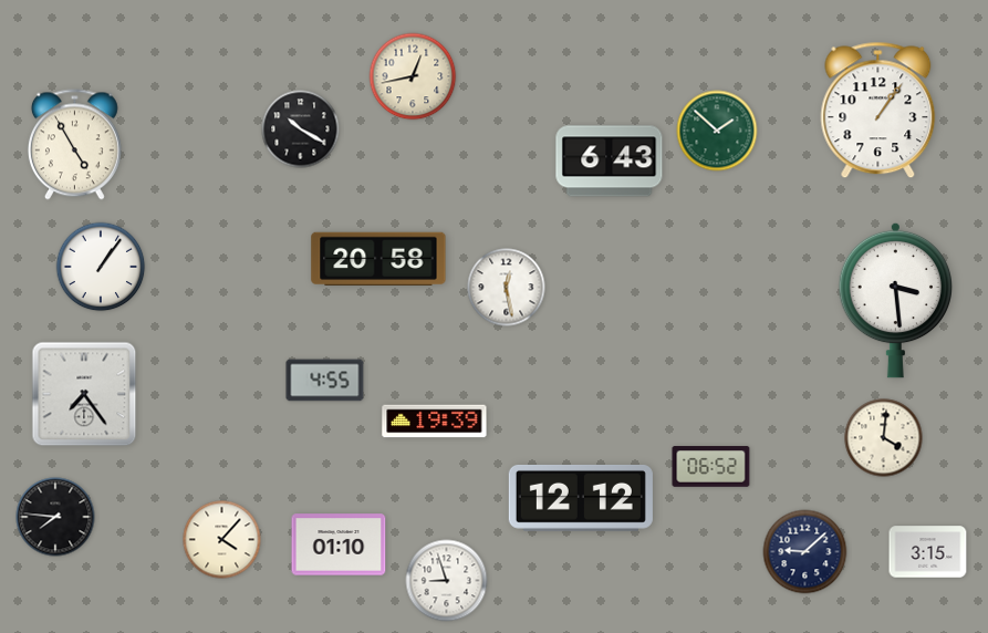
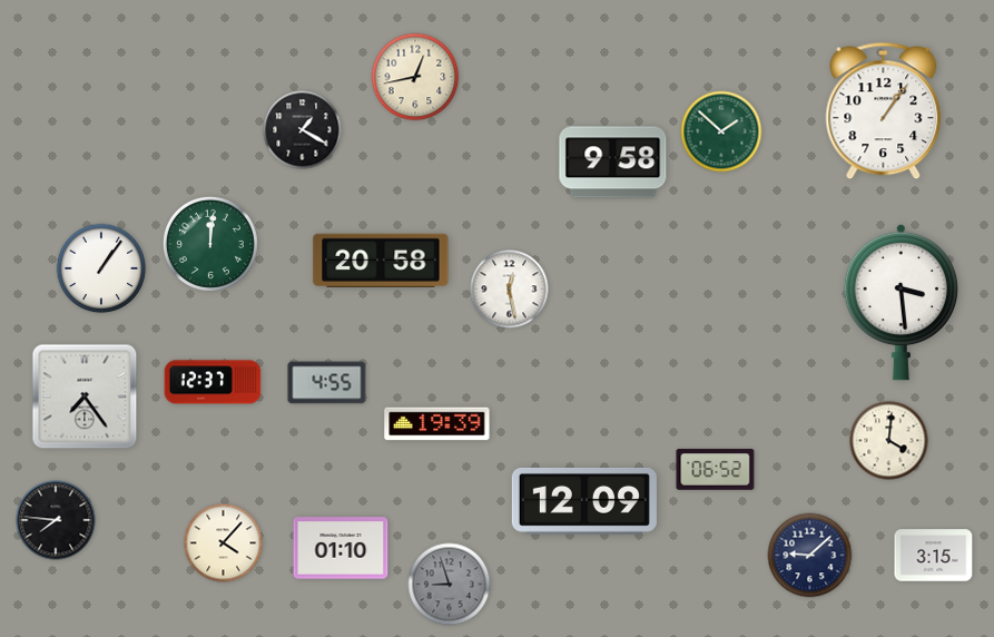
clock at (301, 129): 10:20 -> 1:20
clock at (74, 145): 4:55 -> none
clock at (610, 162): 6:43 -> 9:58
clock at (210, 244): none -> 12:01
clock at (213, 382): none -> 12:37
clock at (581, 498): 12:12 -> 12:09
clock at (447, 581) dial: white -> grey
